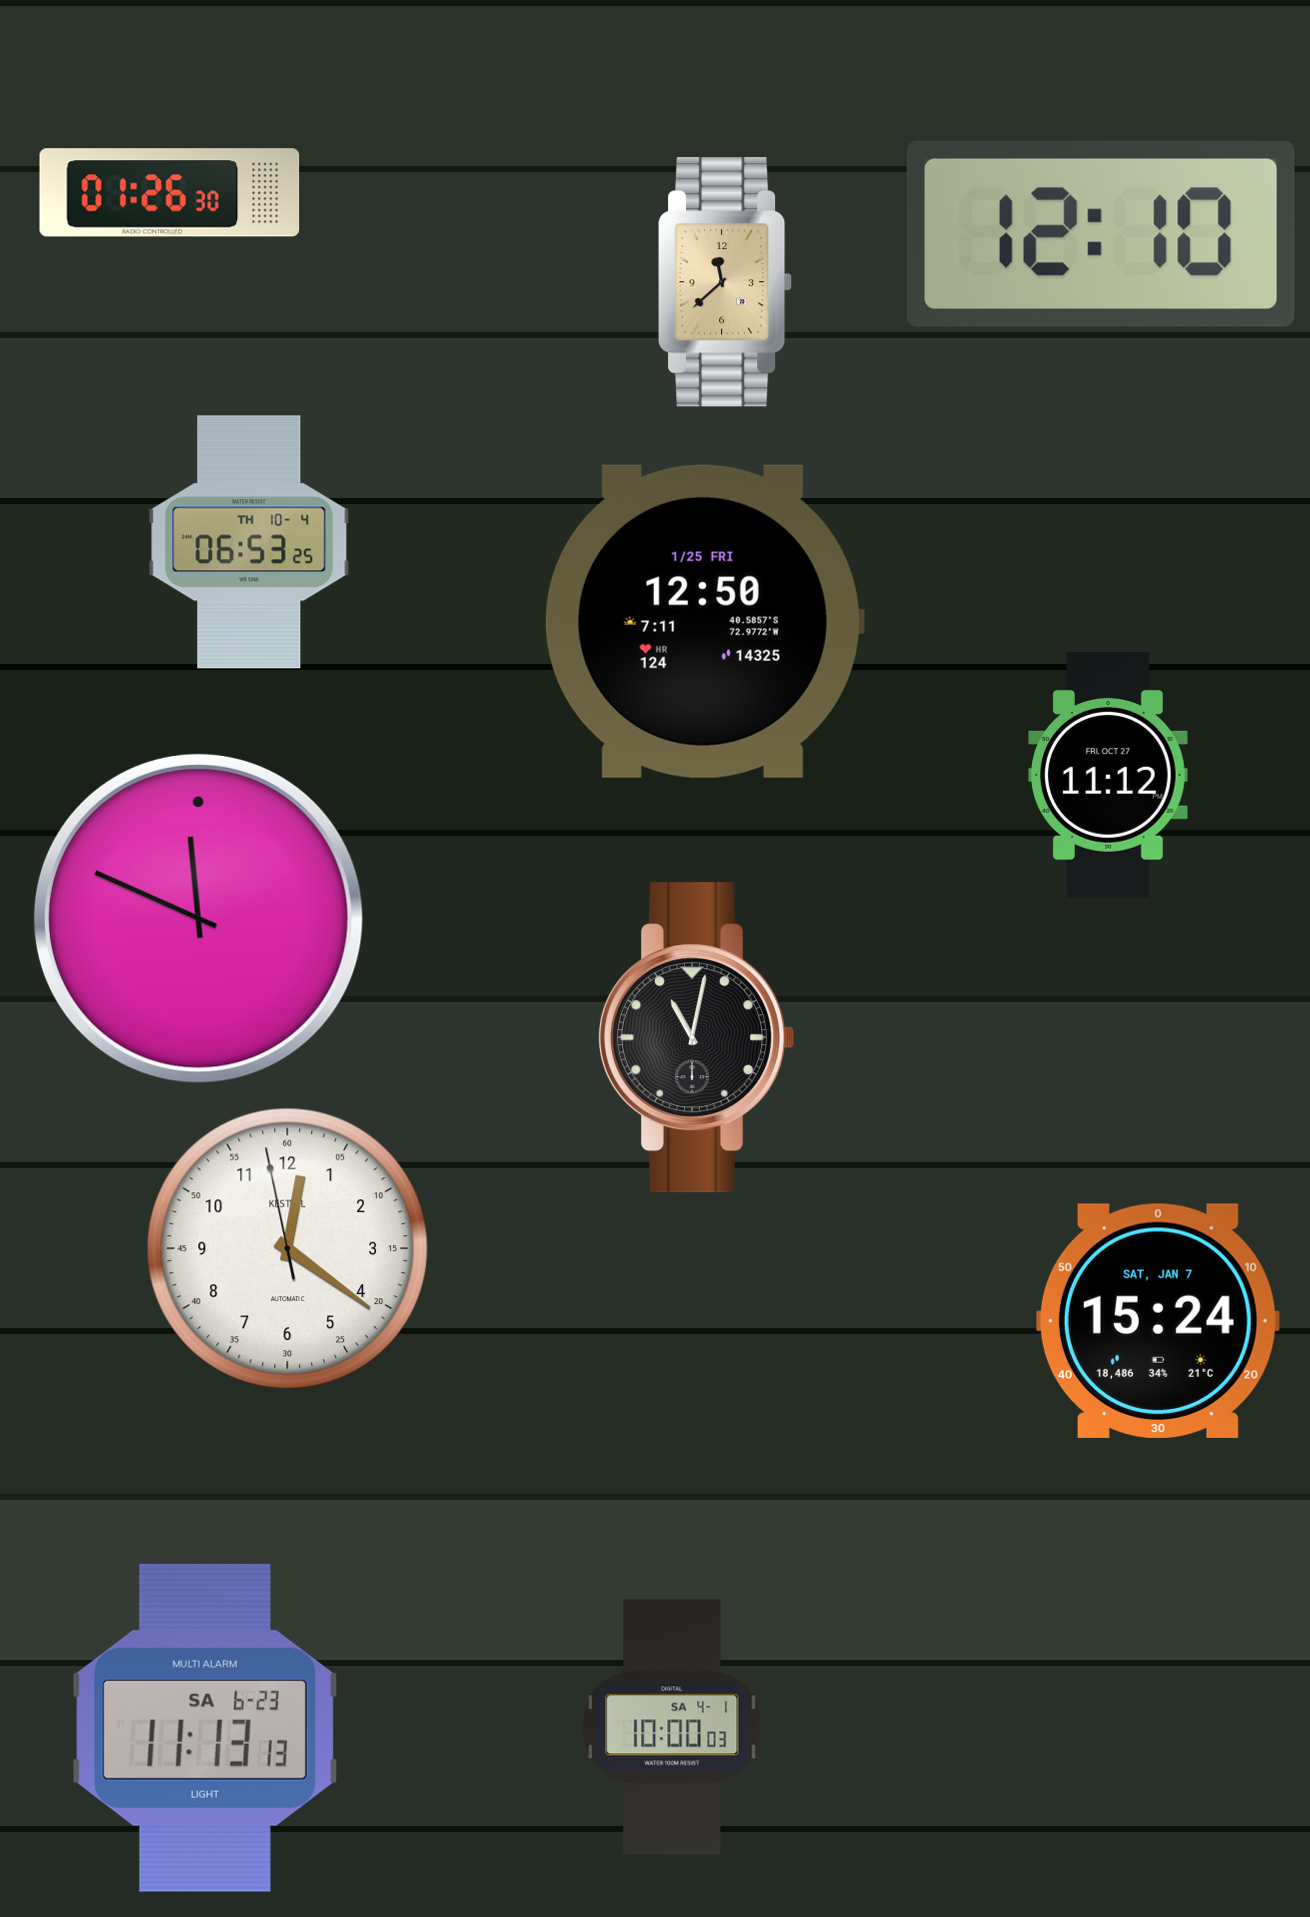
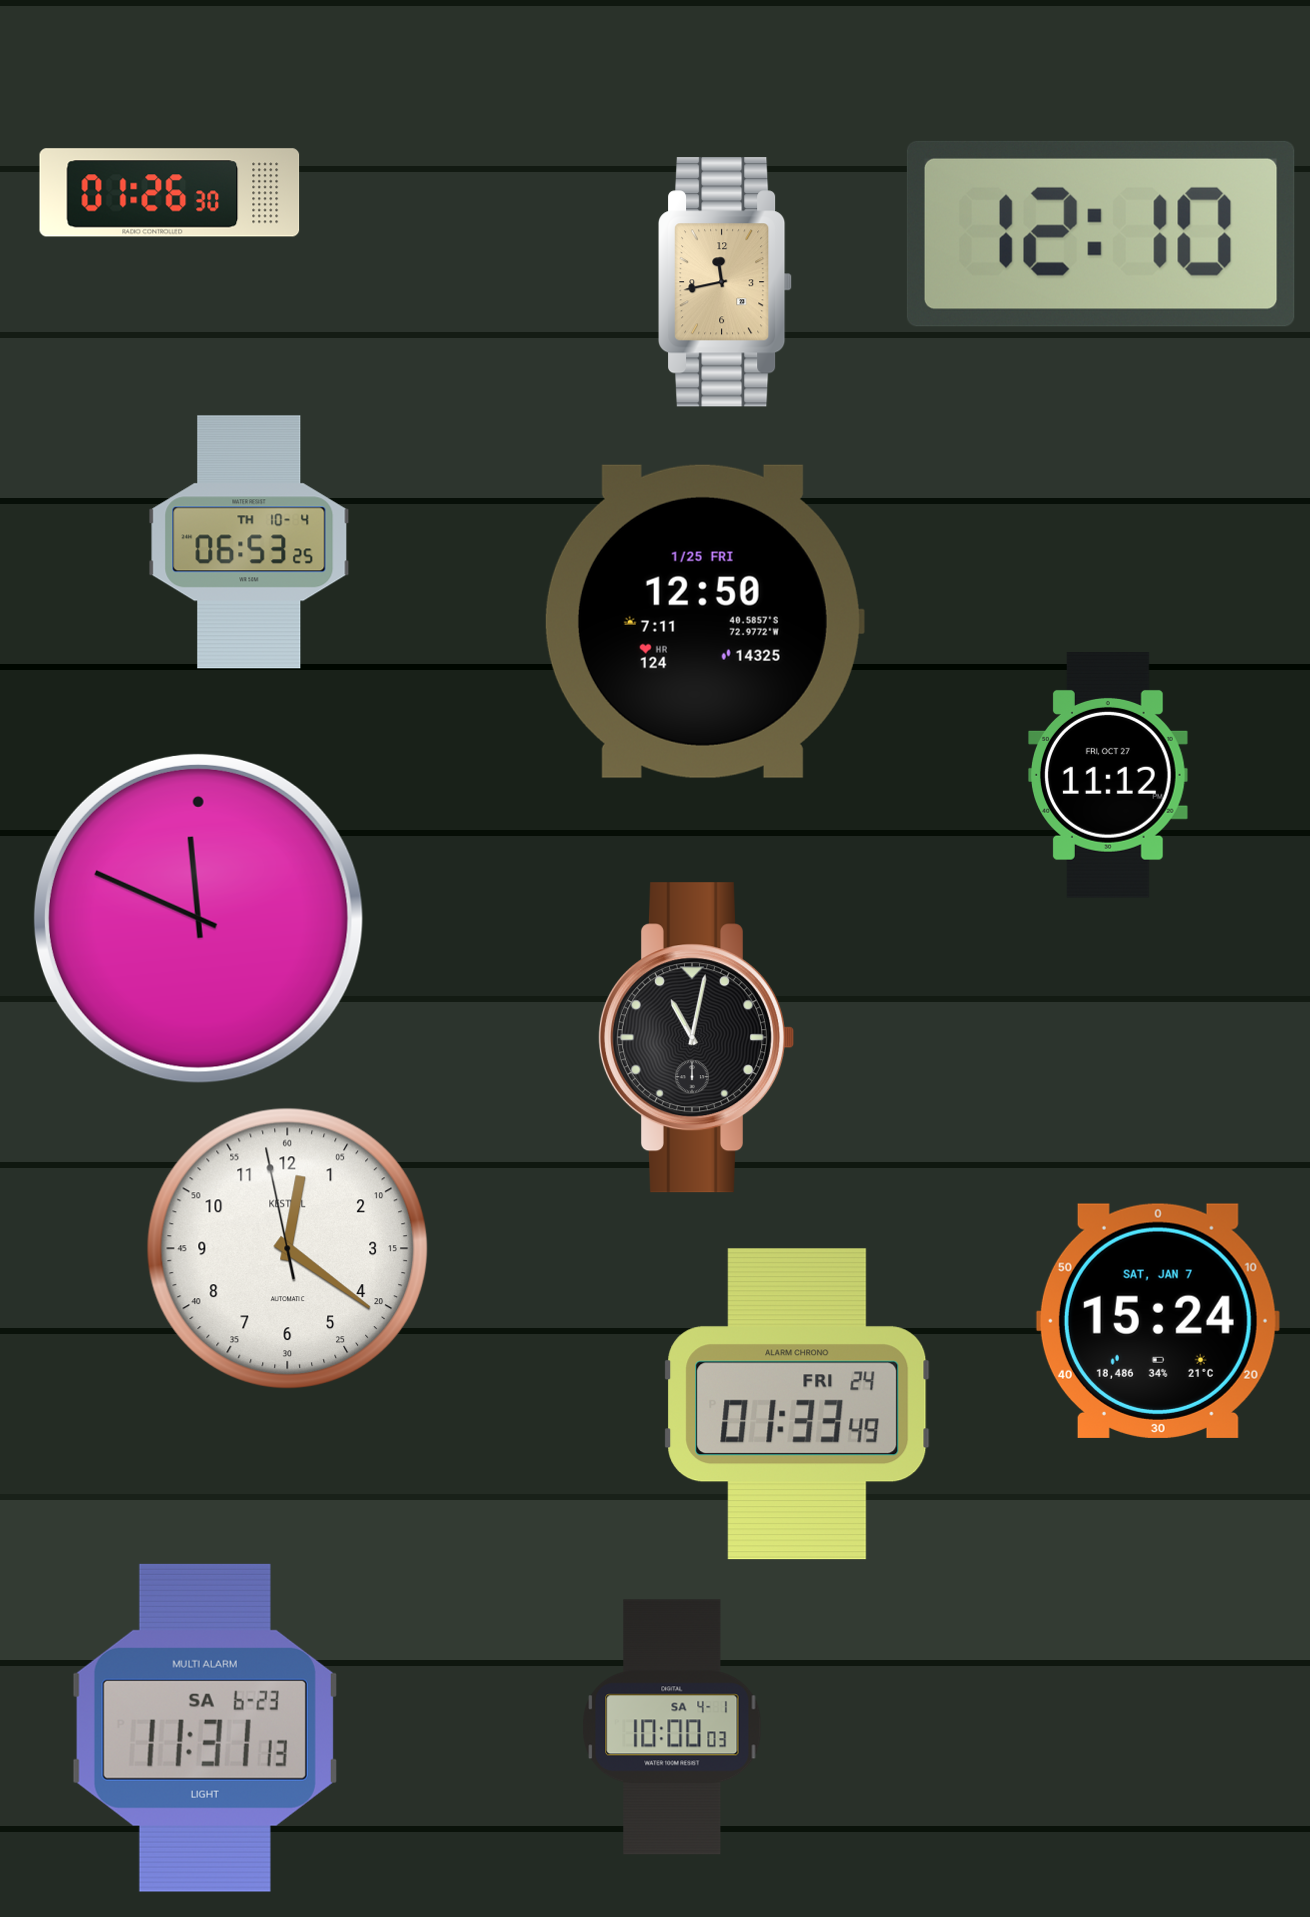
clock at (726, 282): 11:38 -> 11:43
clock at (797, 1404): none -> 01:33
clock at (205, 1728): 11:13 -> 11:31
